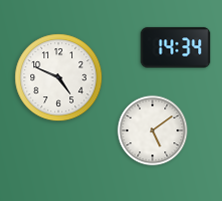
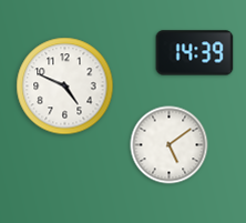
clock at (176, 48): 14:34 -> 14:39
